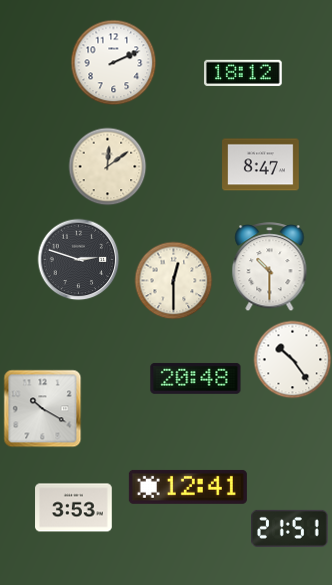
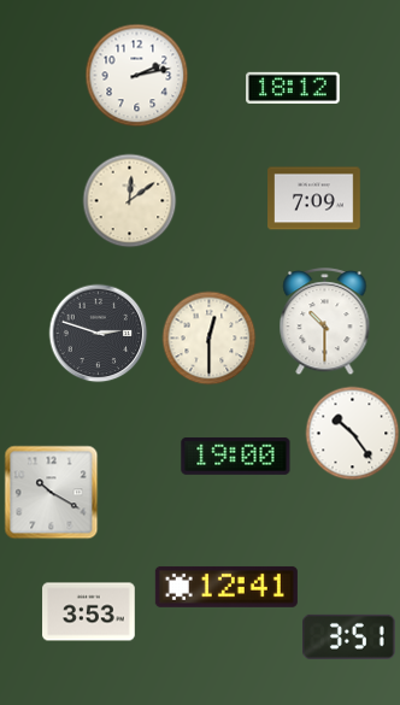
clock at (113, 62): 2:11 -> 2:13
clock at (261, 165): 8:47 -> 7:09
clock at (78, 259) position: (78, 259) -> (98, 333)
clock at (196, 378): 20:48 -> 19:00
clock at (290, 528): 21:51 -> 3:51
